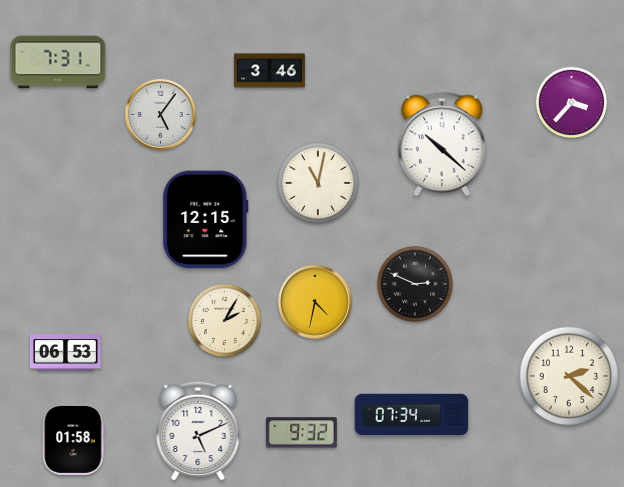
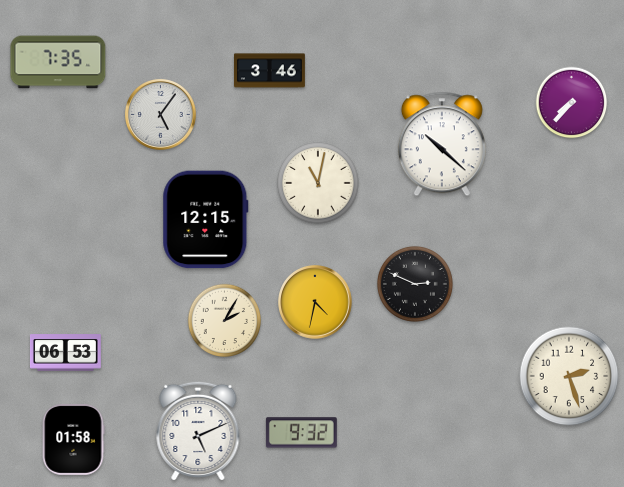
clock at (58, 62): 7:31 -> 7:35
clock at (572, 103): 3:37 -> 7:37
clock at (569, 376): 2:22 -> 2:27
clock at (412, 415): 07:34 -> none
